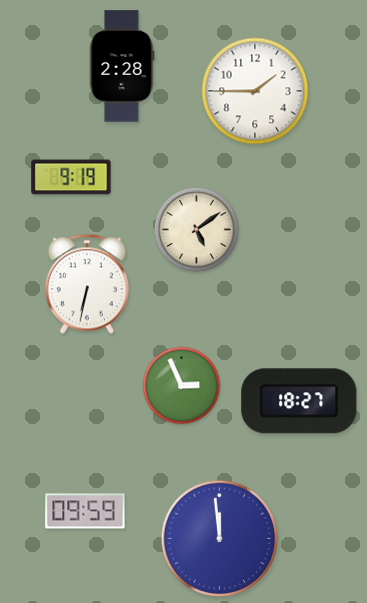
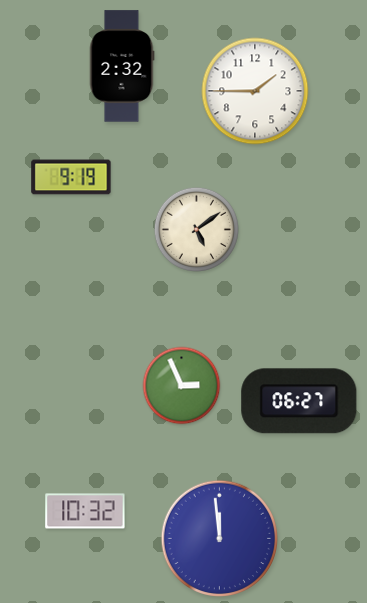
clock at (122, 66): 2:28 -> 2:32
clock at (87, 284): 6:32 -> none
clock at (299, 401): 18:27 -> 06:27
clock at (85, 511): 09:59 -> 10:32
